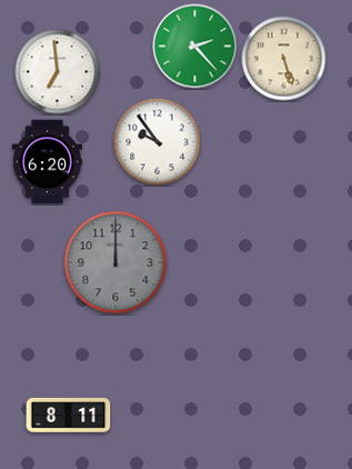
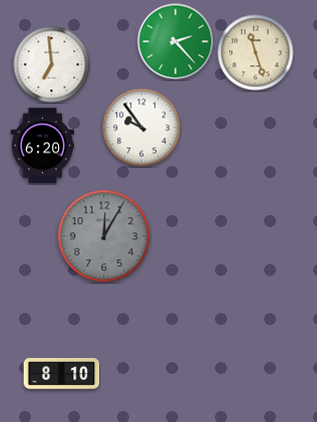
clock at (284, 59): 5:27 -> 11:27
clock at (115, 262): 12:00 -> 12:05
clock at (69, 415): 8:11 -> 8:10
